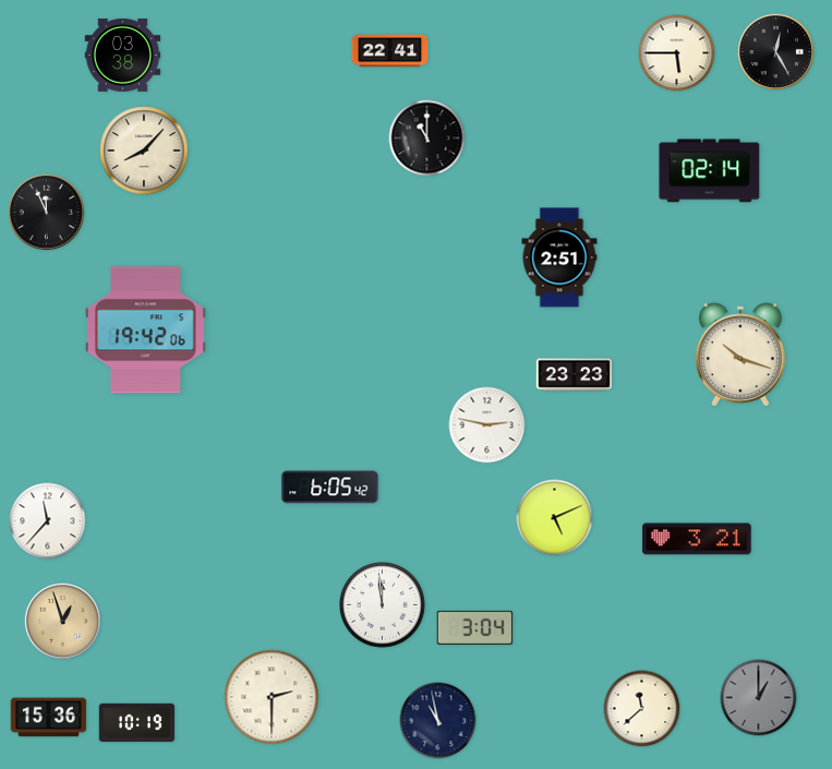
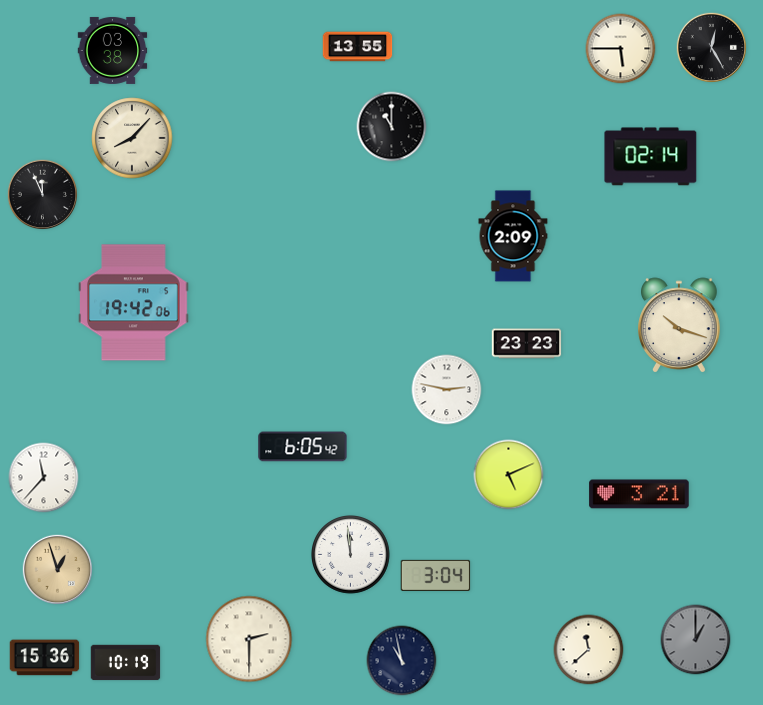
clock at (390, 51): 22:41 -> 13:55
clock at (559, 257): 2:51 -> 2:09
